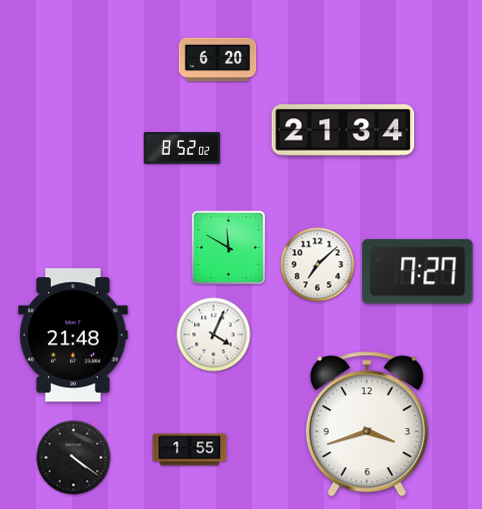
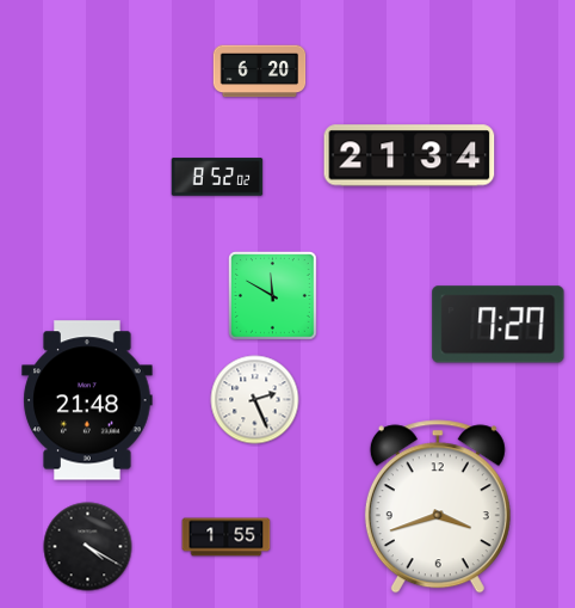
clock at (318, 265): 7:08 -> none
clock at (214, 335): 4:04 -> 2:26
clock at (74, 458): 4:21 -> 4:20
